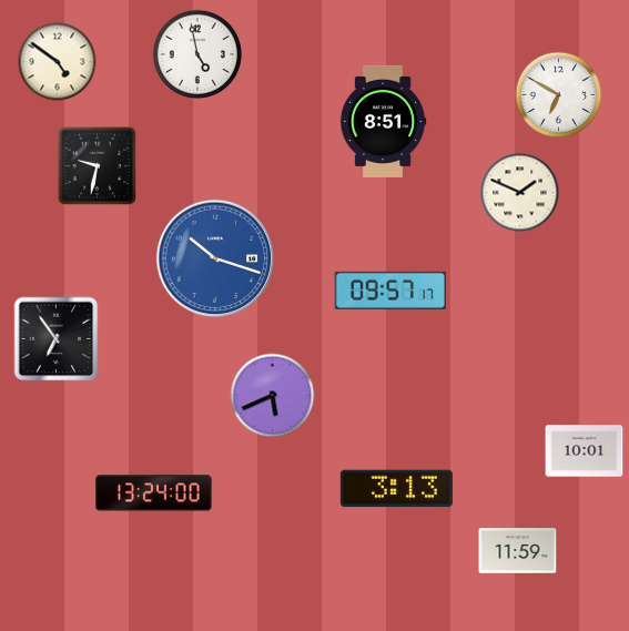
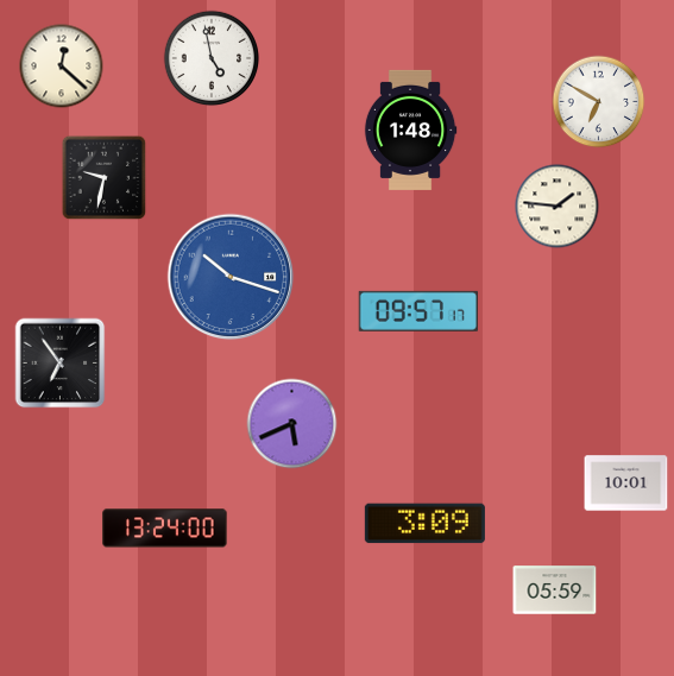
clock at (58, 62): 4:51 -> 12:22
clock at (383, 121): 8:51 -> 1:48
clock at (520, 193): 1:49 -> 1:46
clock at (396, 489): 3:13 -> 3:09
clock at (518, 551): 11:59 -> 05:59
